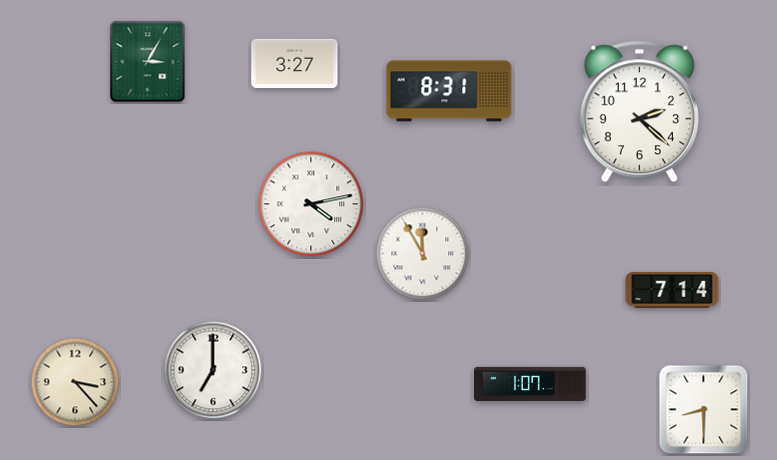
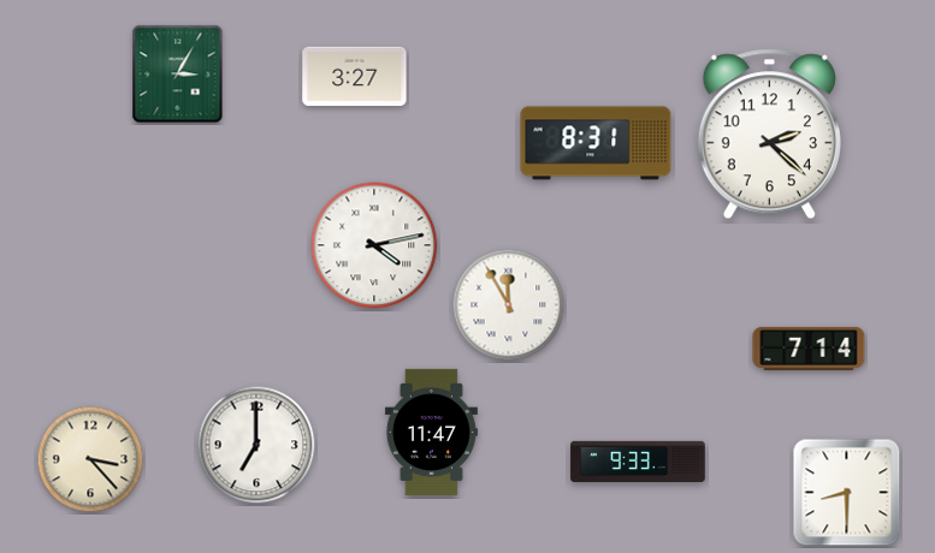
clock at (449, 91) position: (449, 91) -> (596, 143)
clock at (431, 432): none -> 11:47
clock at (530, 383): 1:07 -> 9:33
